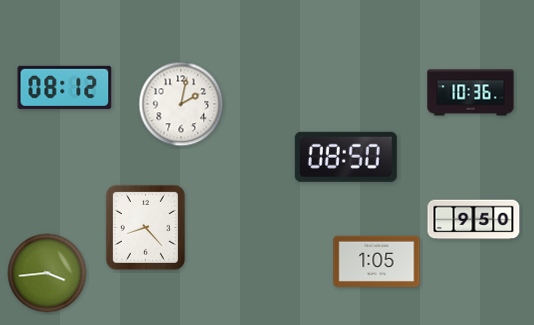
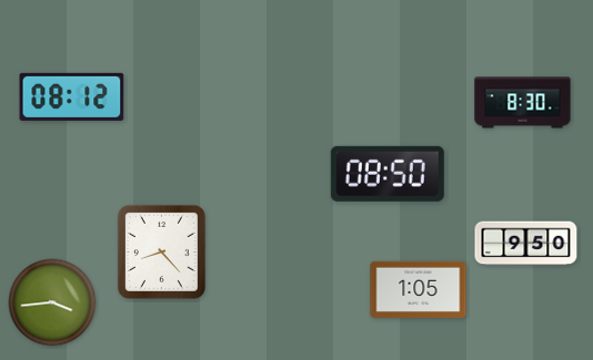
clock at (471, 93): 10:36 -> 8:30
clock at (181, 104): 2:02 -> none
clock at (346, 157) position: (346, 157) -> (388, 174)
